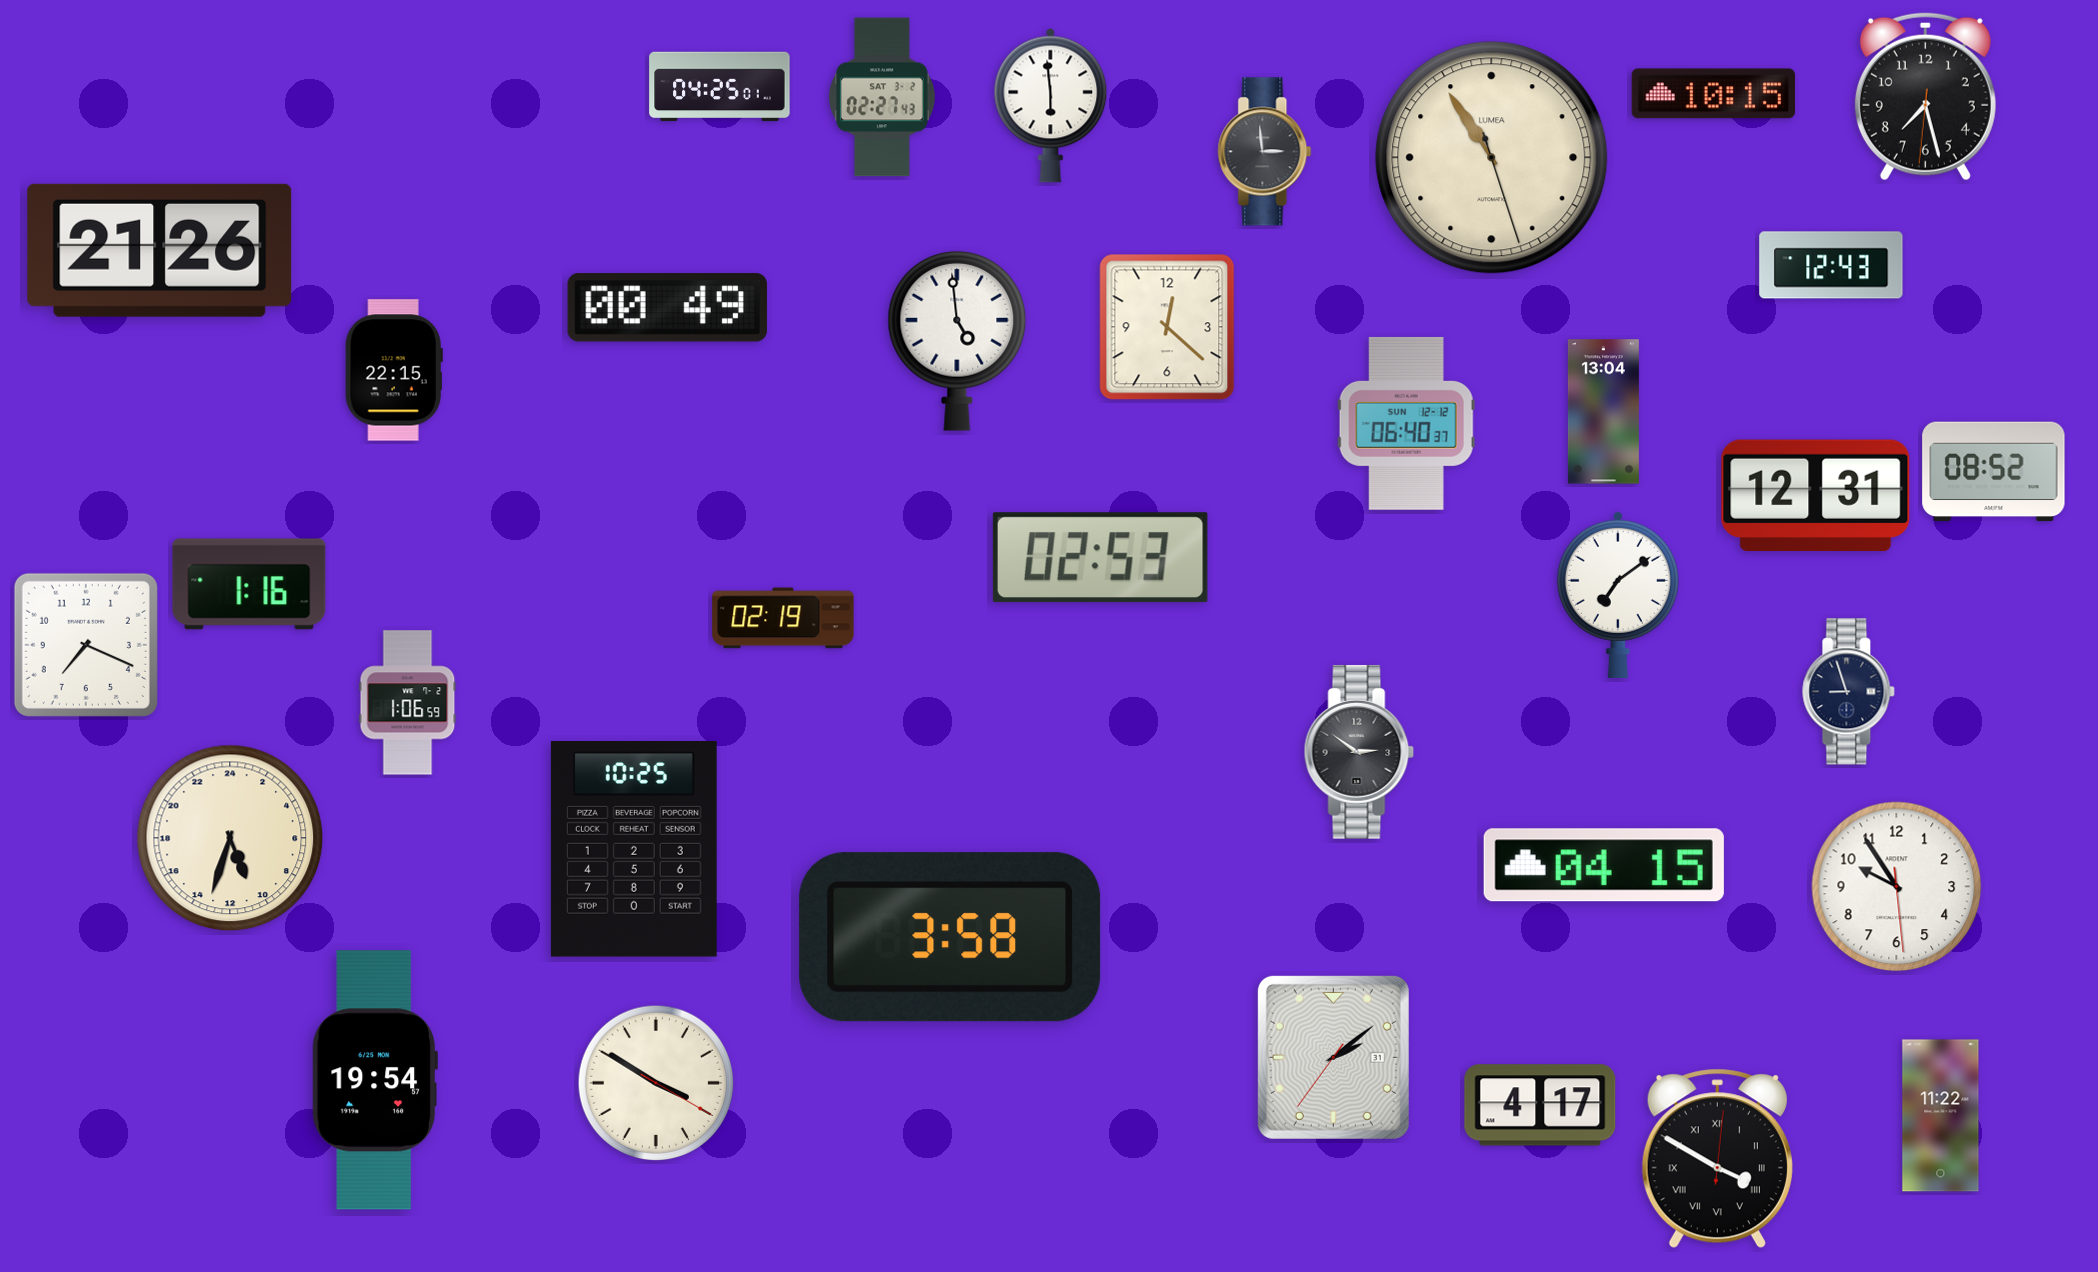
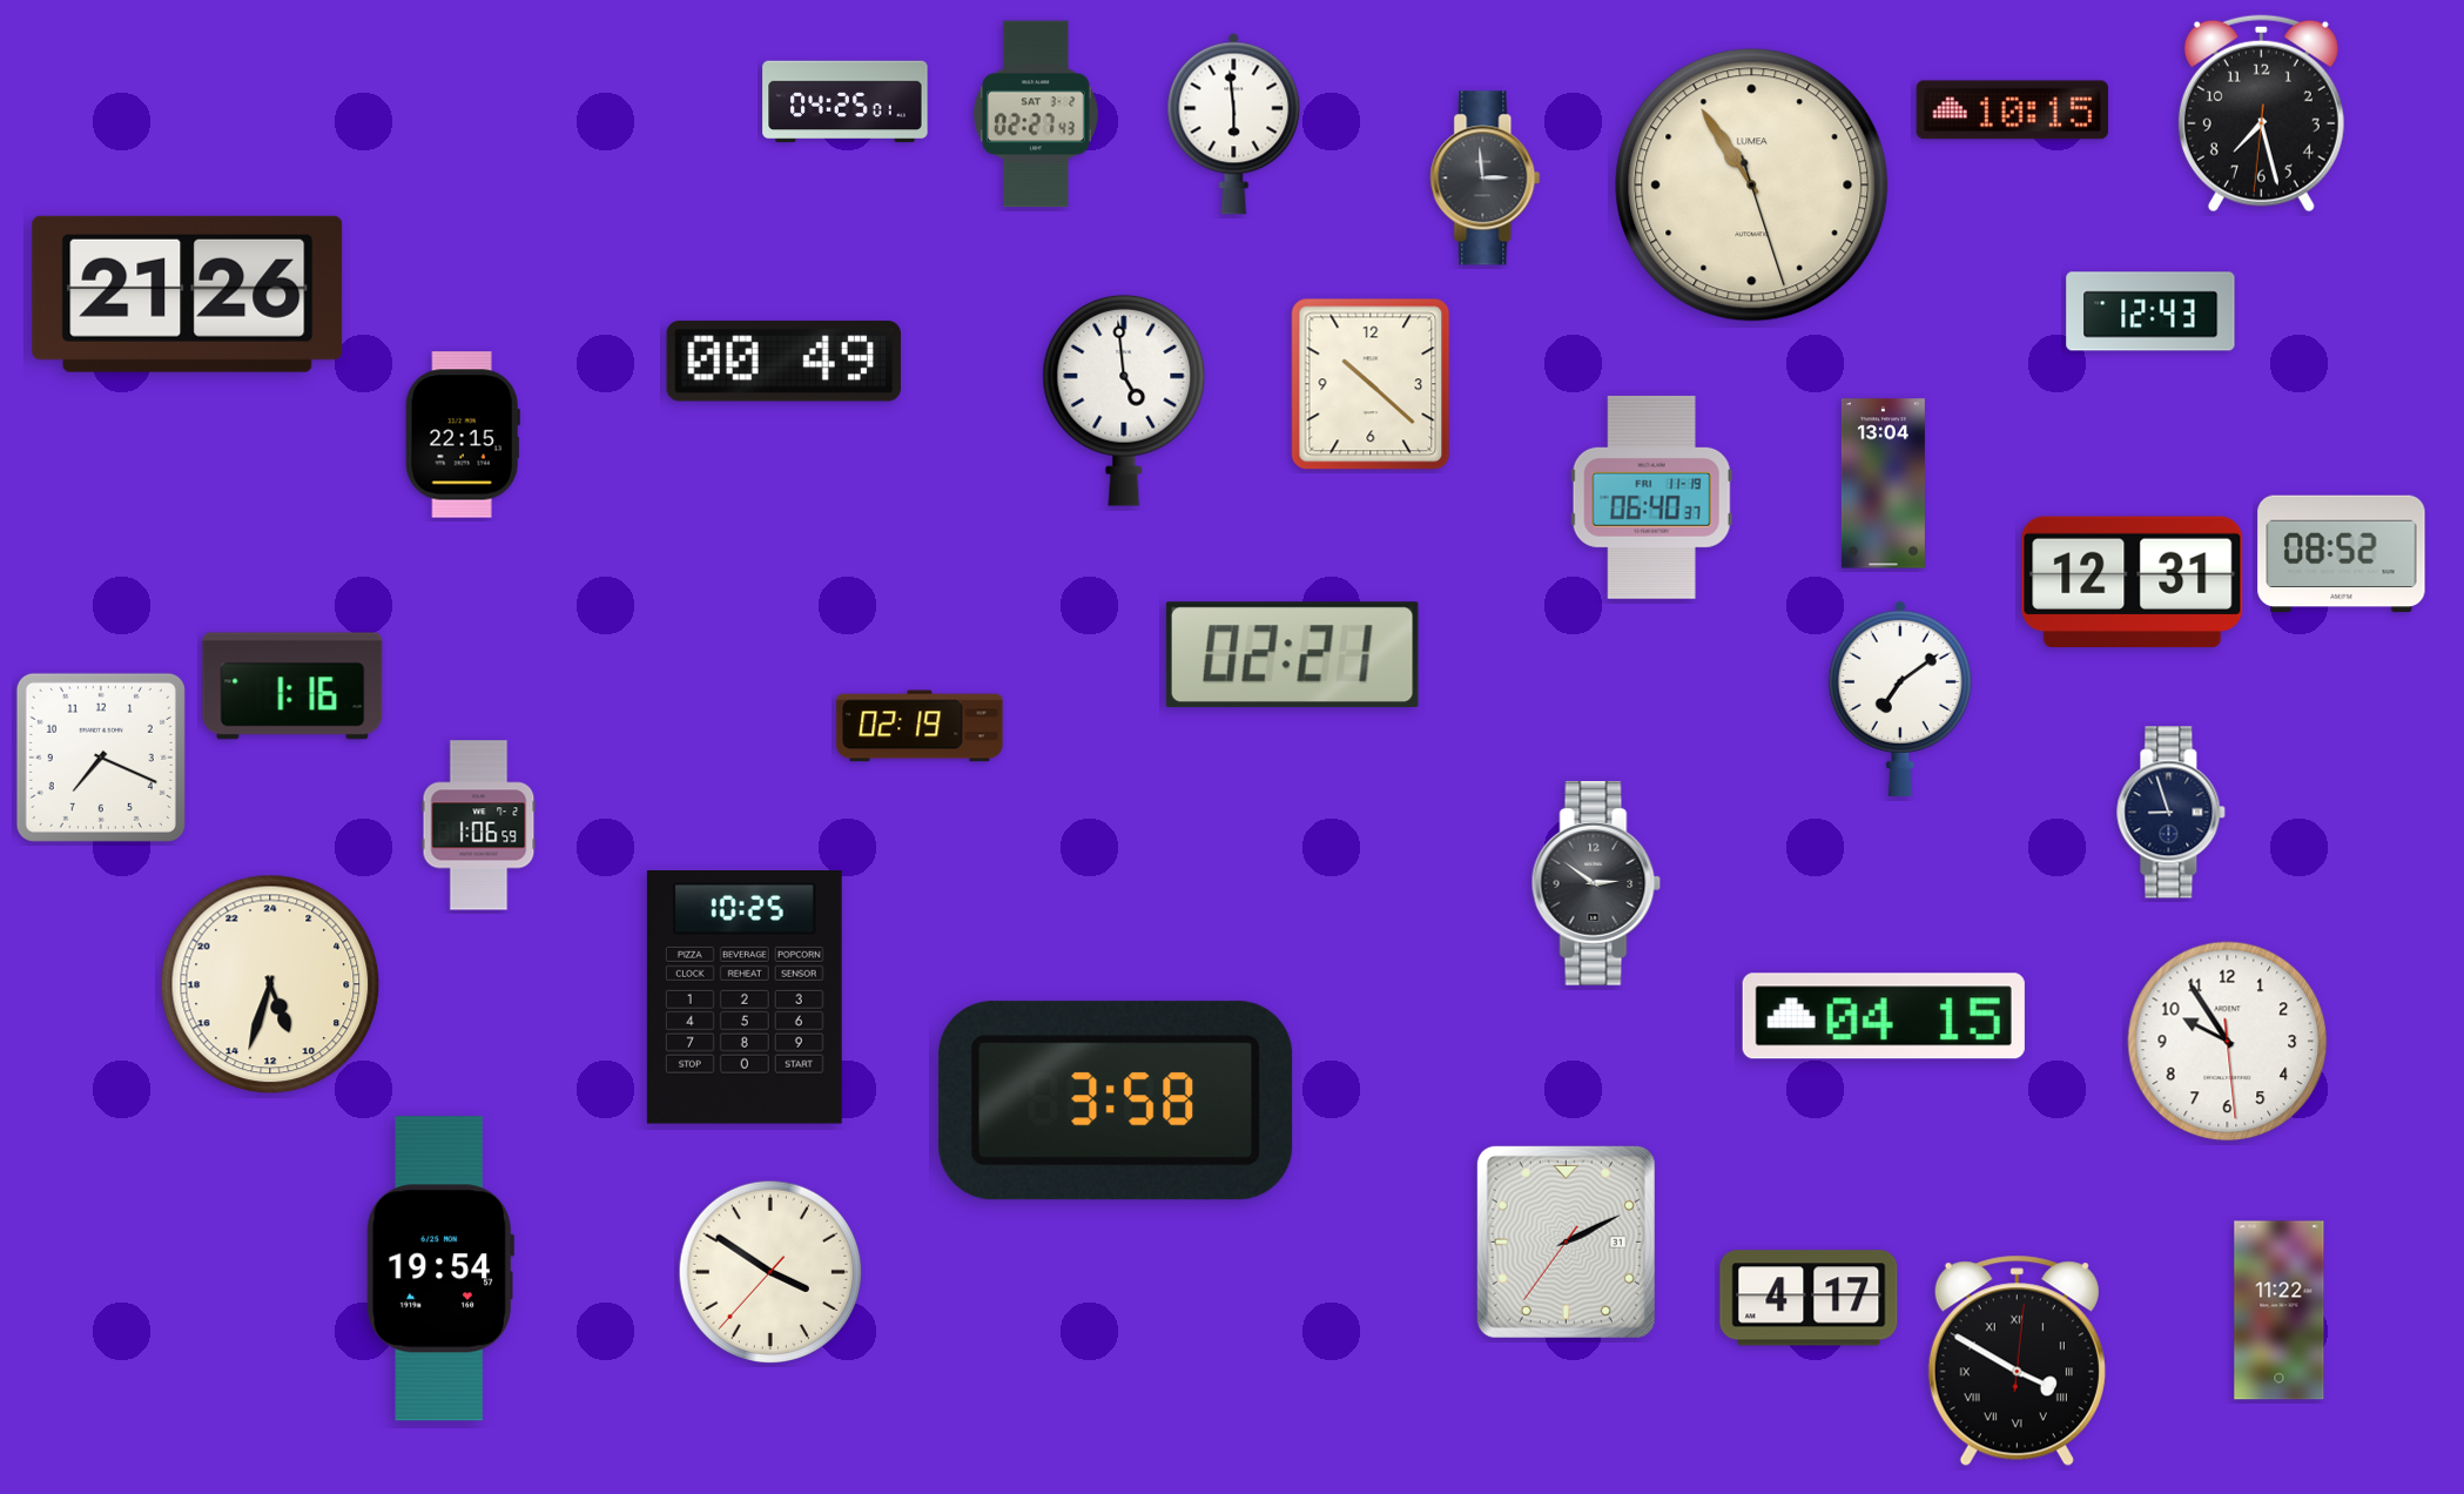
clock at (1167, 327): 12:22 -> 10:22
clock at (1406, 423) date: SUN 12-12 -> FRI 11-19
clock at (1100, 558): 02:53 -> 02:21
clock at (1333, 1057): 2:08 -> 2:10
clock at (656, 1083): 3:50:20 -> 3:50:37
